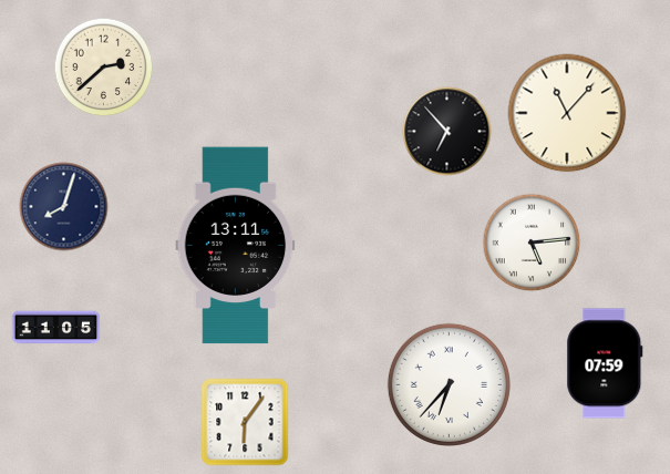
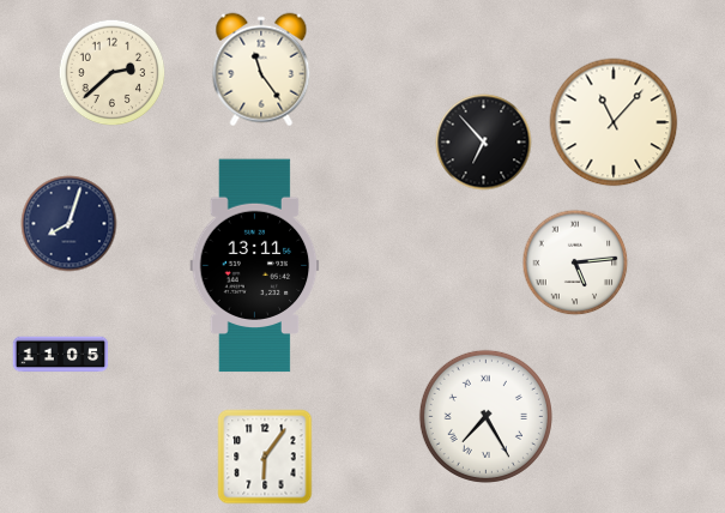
clock at (261, 70): none -> 11:24
clock at (605, 363): 07:59 -> none
clock at (449, 384): 6:37 -> 7:25
